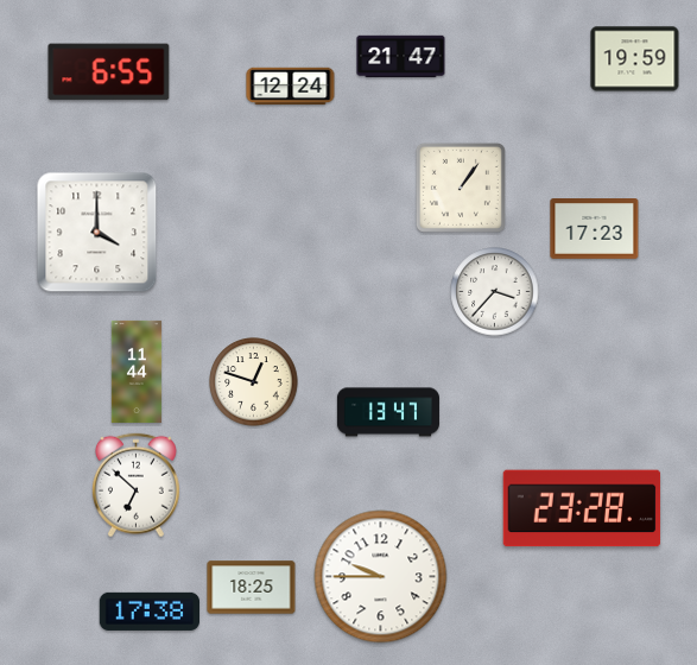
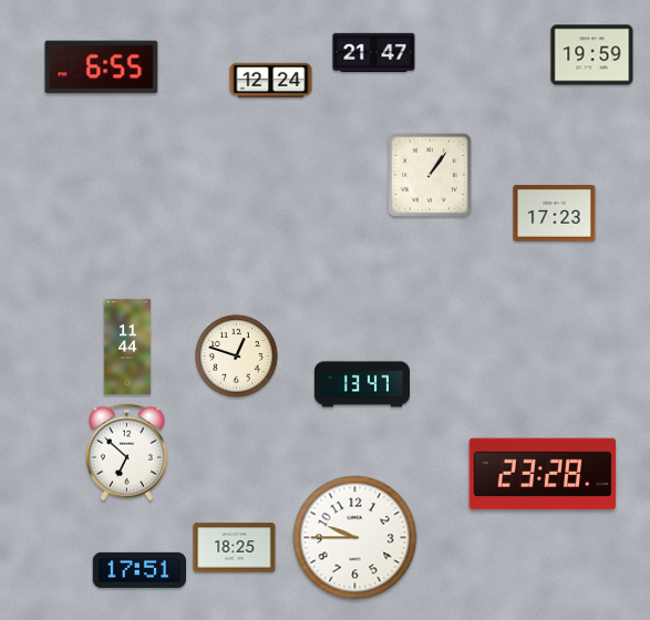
clock at (97, 233): 4:00 -> none
clock at (495, 292): 3:37 -> none
clock at (148, 612): 17:38 -> 17:51
